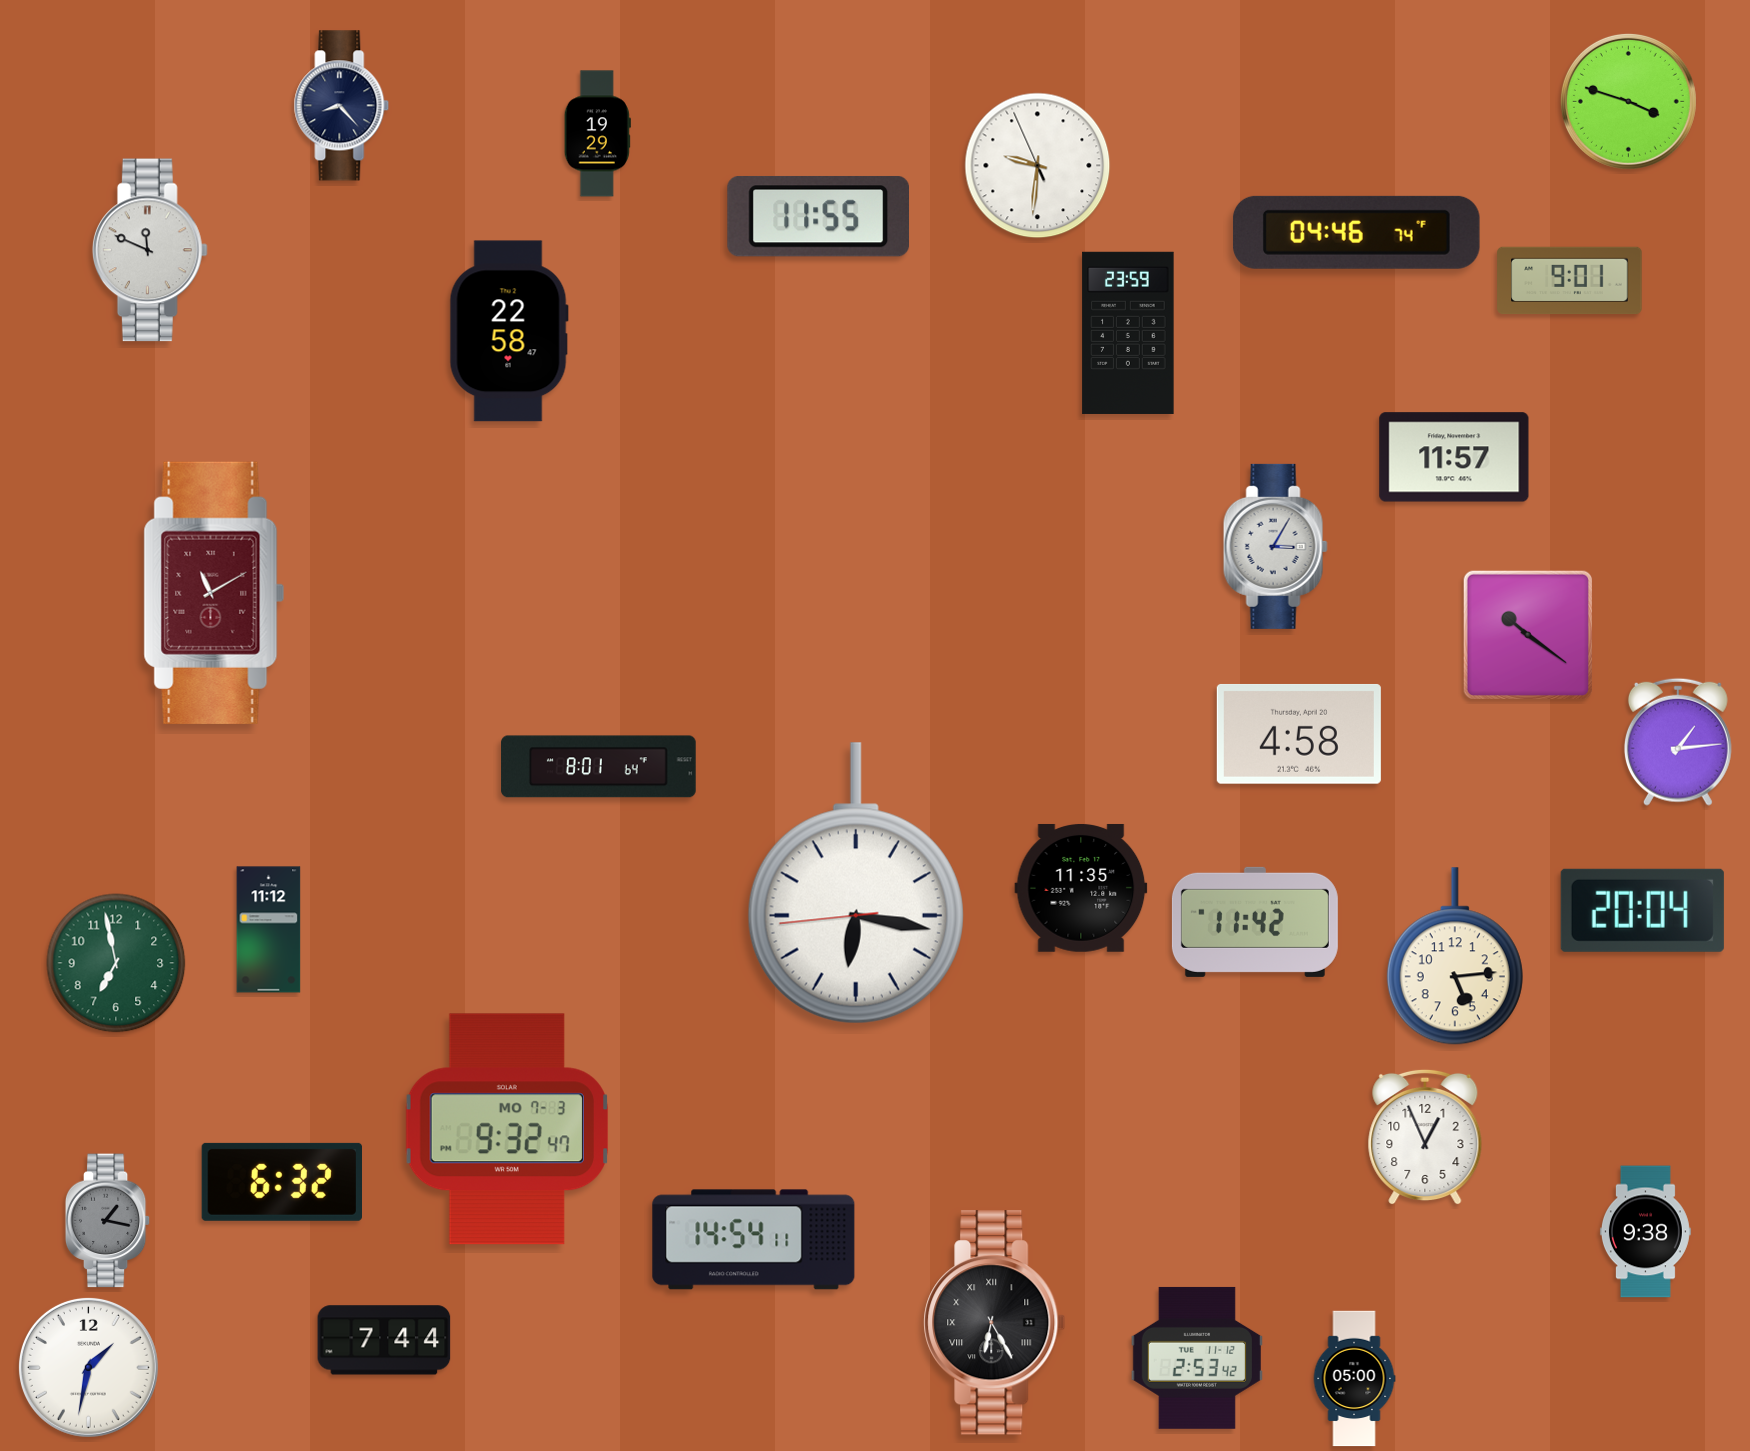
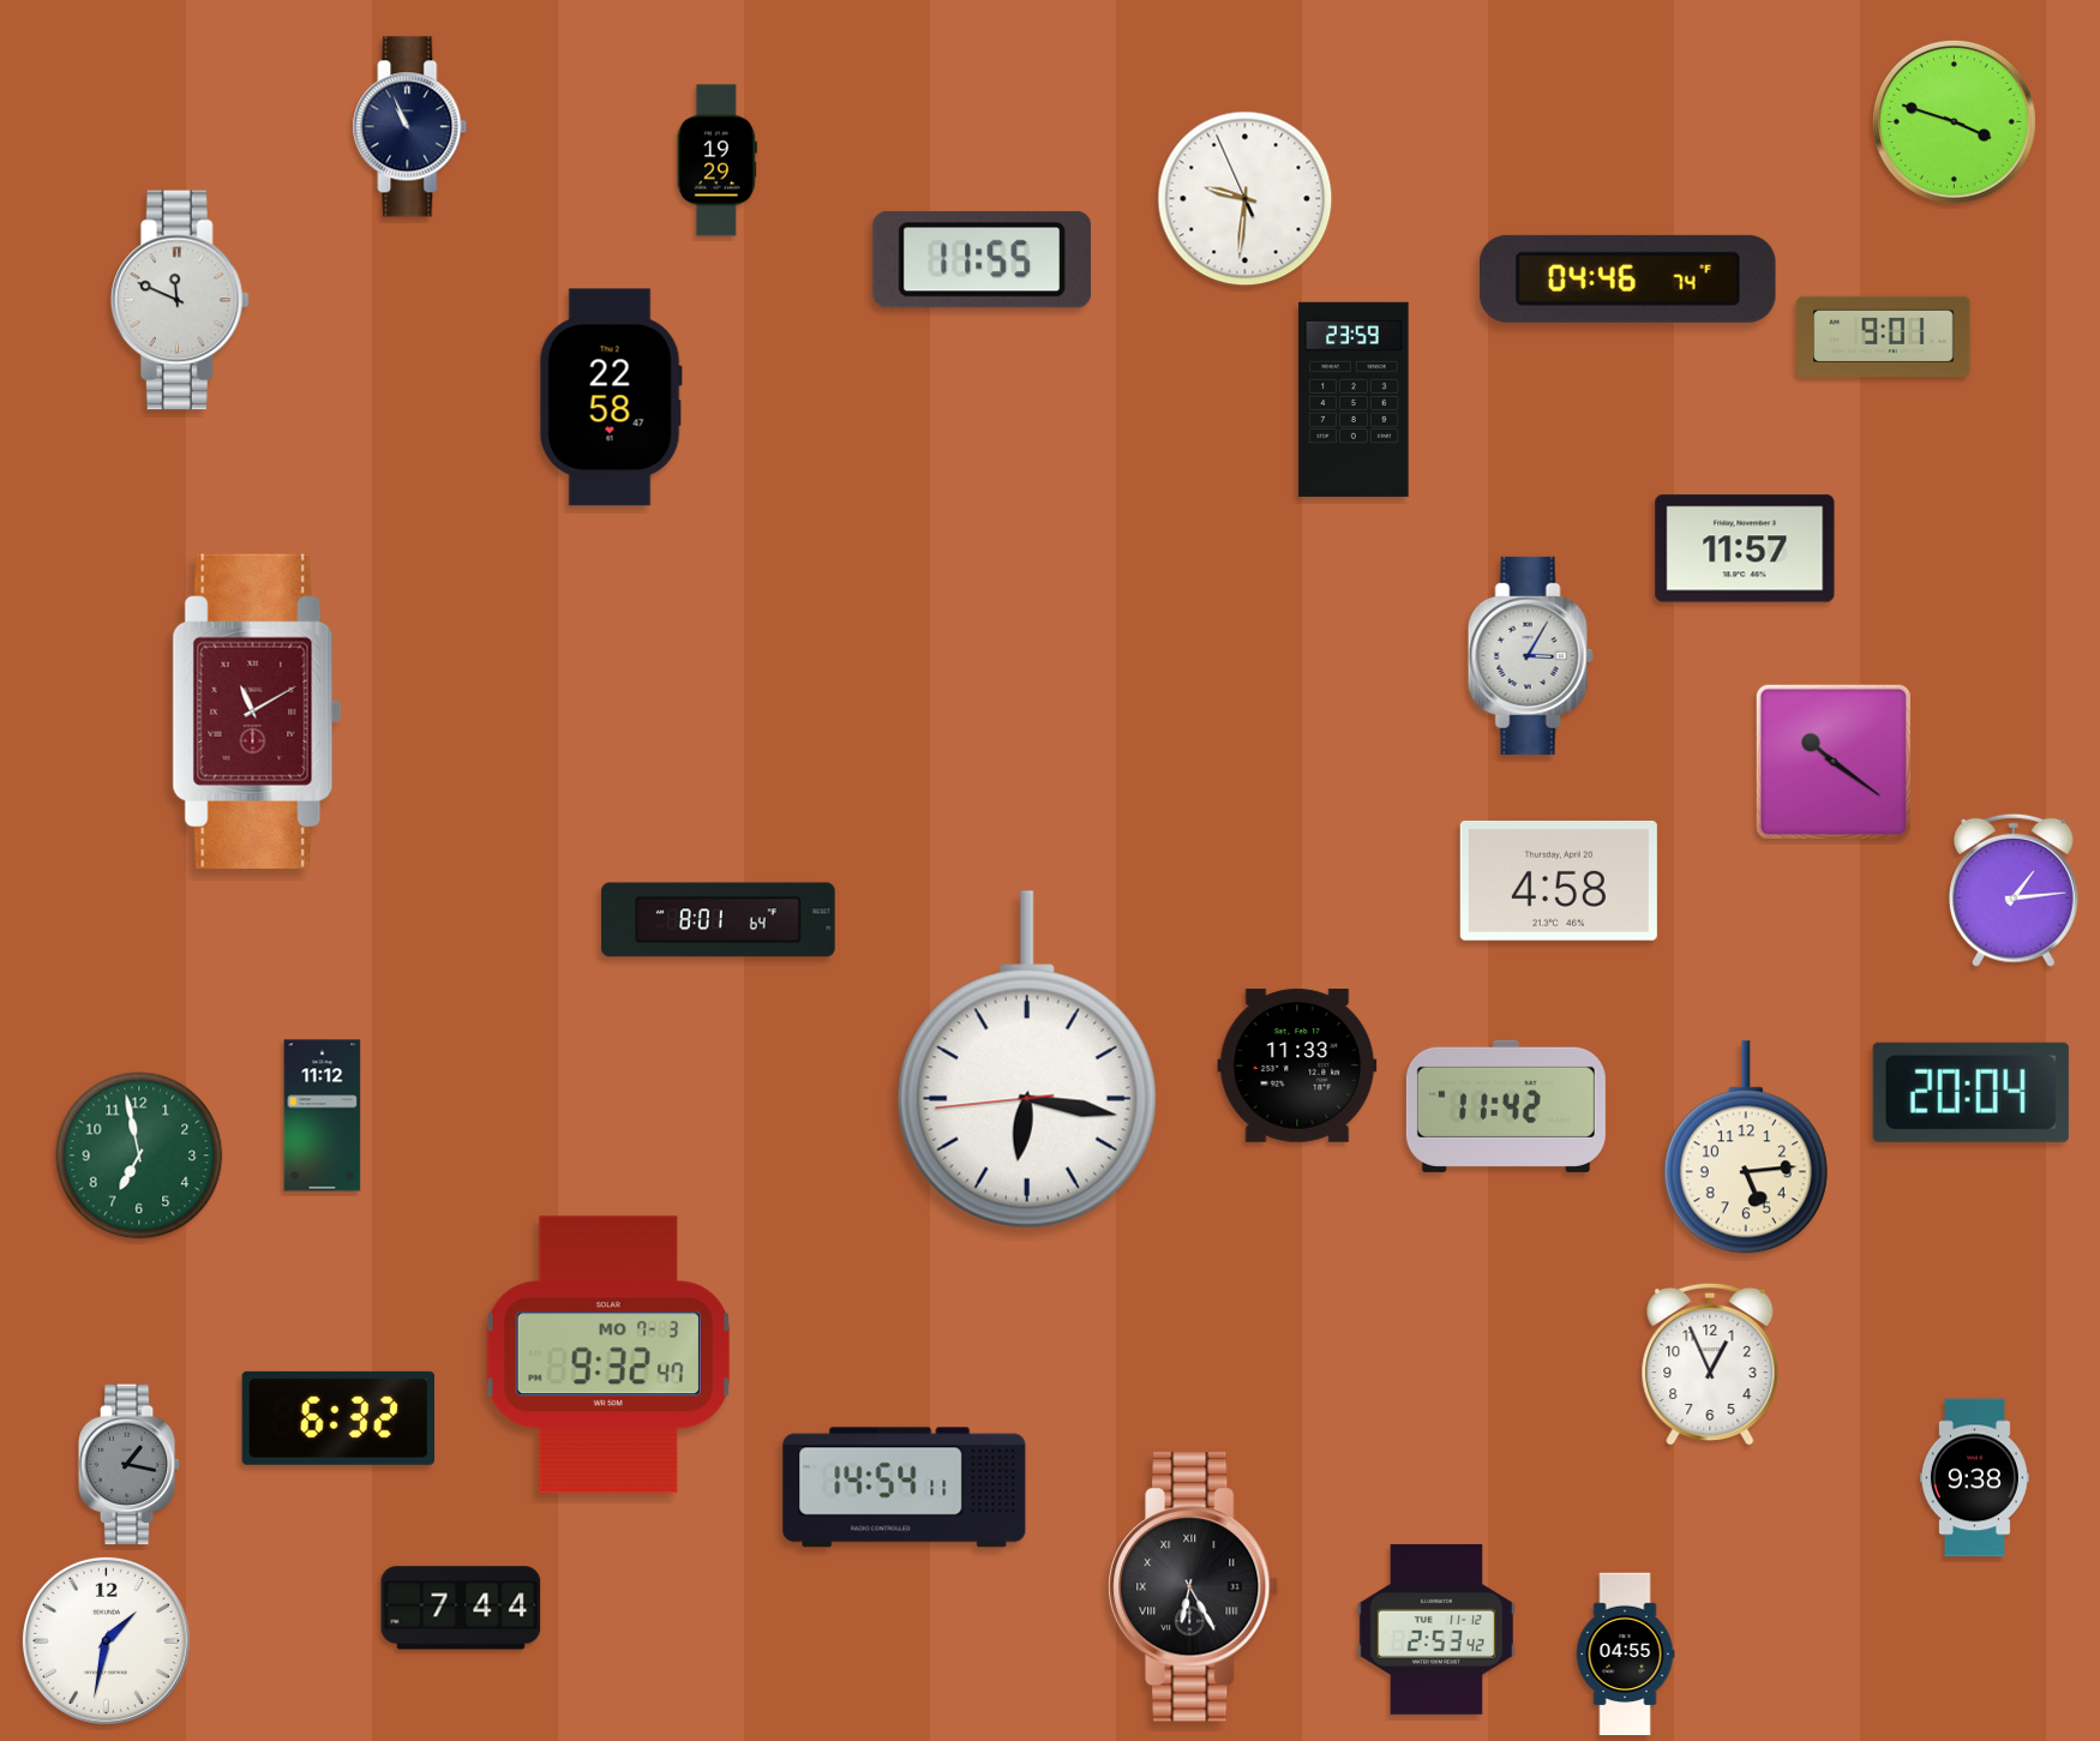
clock at (342, 106): 8:23 -> 10:56
clock at (1081, 888): 11:35 -> 11:33
clock at (1354, 1379): 05:00 -> 04:55
